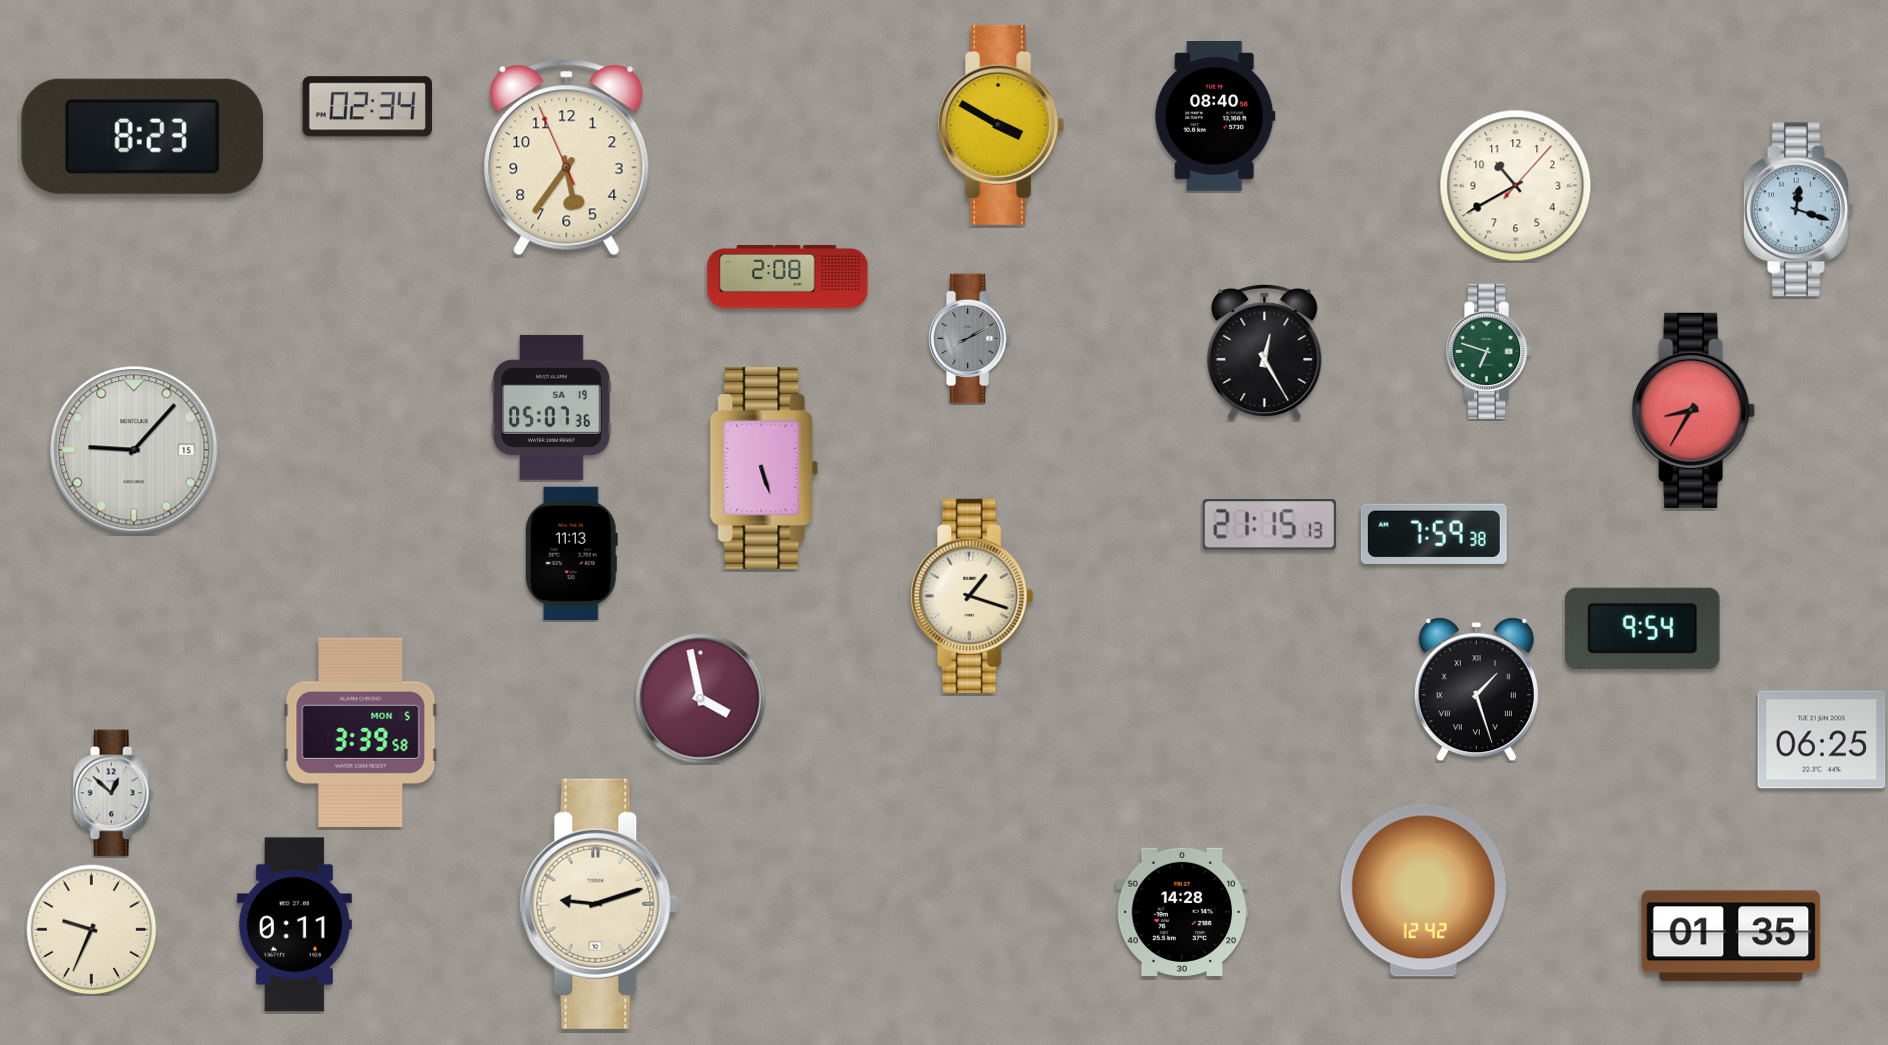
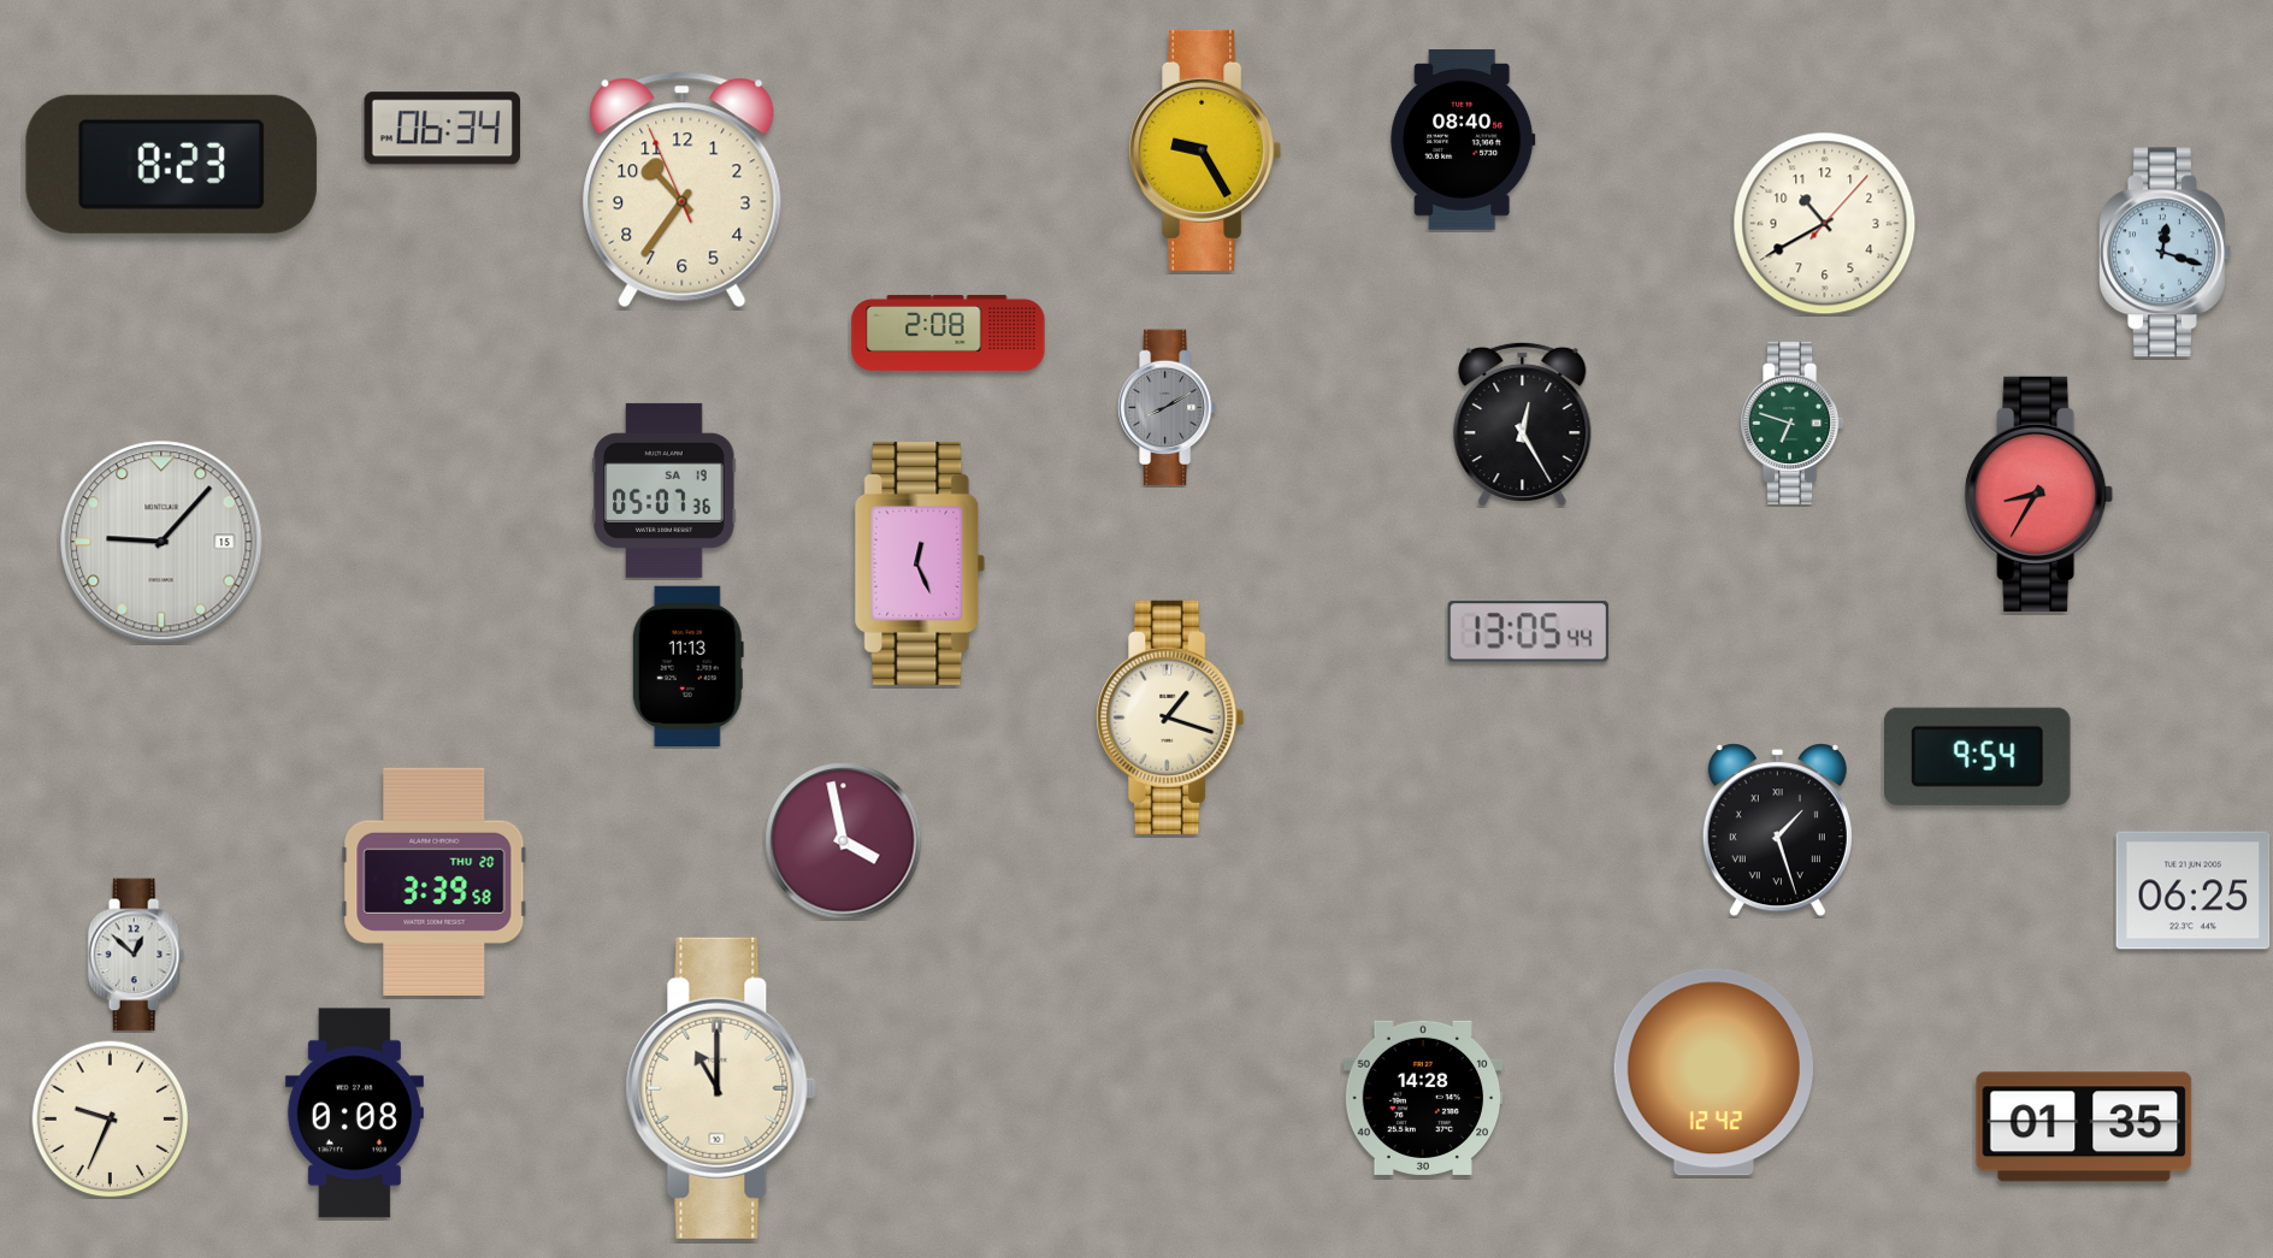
clock at (367, 107): 02:34 -> 06:34
clock at (1001, 125): 3:50 -> 9:25
clock at (567, 158): 5:35 -> 10:35
clock at (764, 468): 5:27 -> 12:26
clock at (1269, 525): 21:15 -> 13:05
clock at (1434, 534): 7:59 -> none
clock at (361, 732) date: MON 5 -> THU 20
clock at (599, 904): 9:12 -> 11:00
clock at (294, 925): 0:11 -> 0:08
